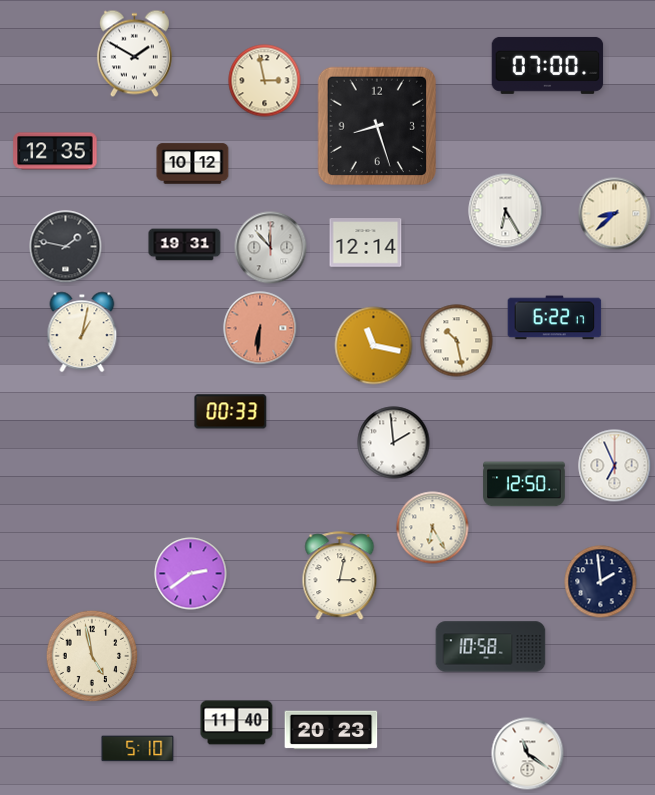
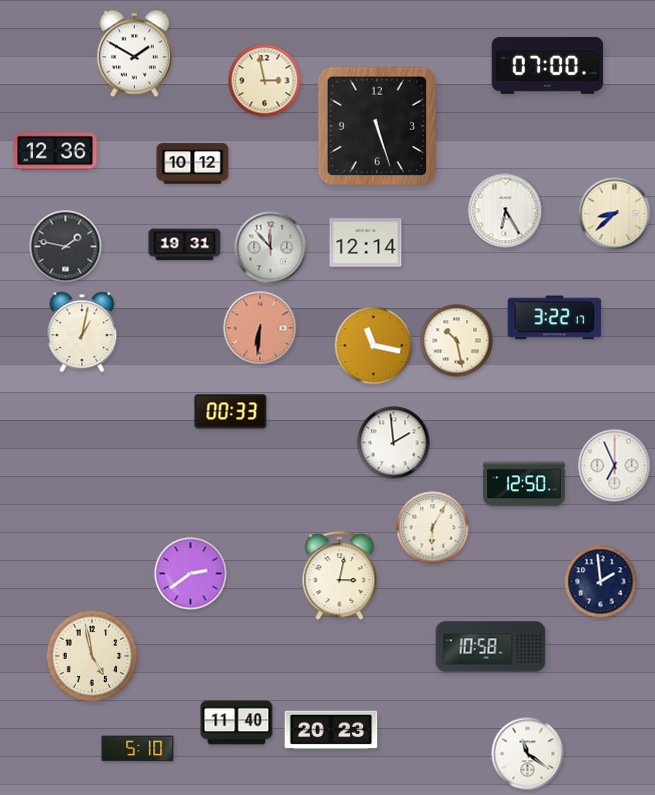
clock at (377, 126): 8:27 -> 5:27
clock at (55, 151): 12:35 -> 12:36
clock at (555, 318): 6:22 -> 3:22
clock at (433, 528): 6:25 -> 6:05
